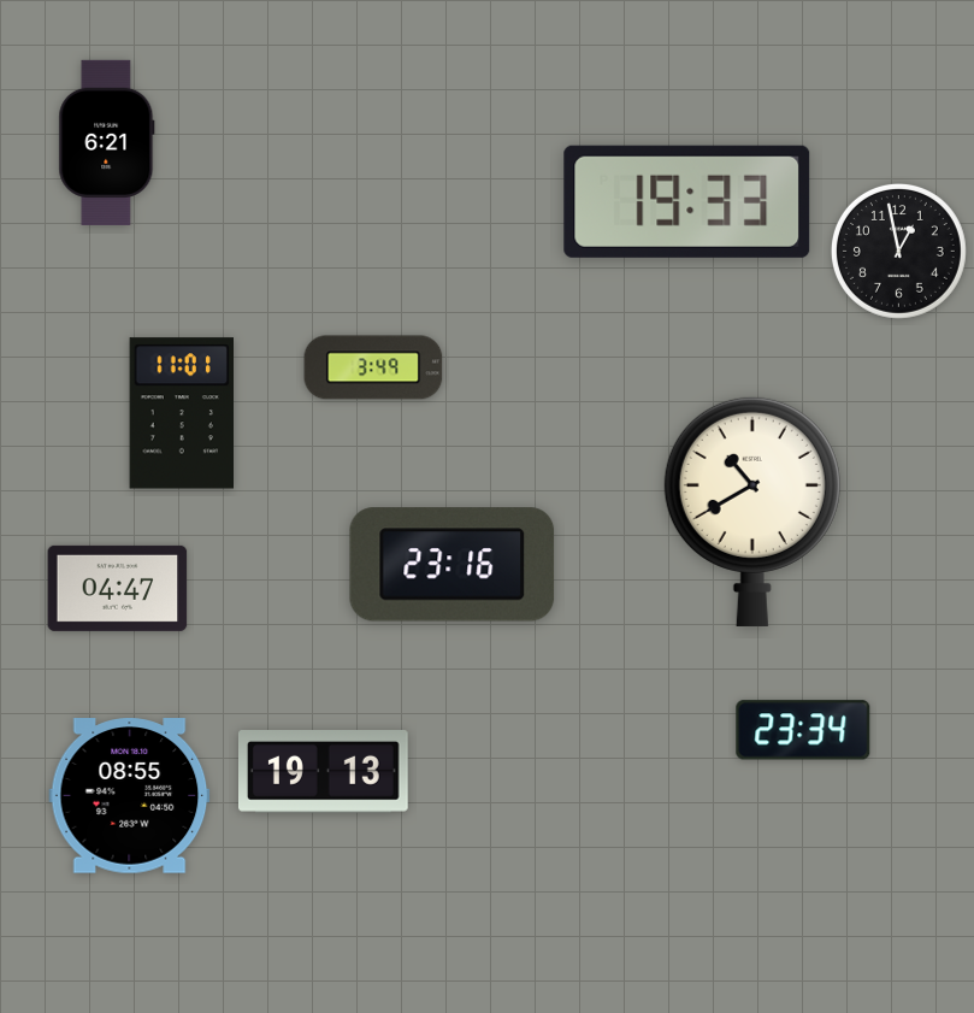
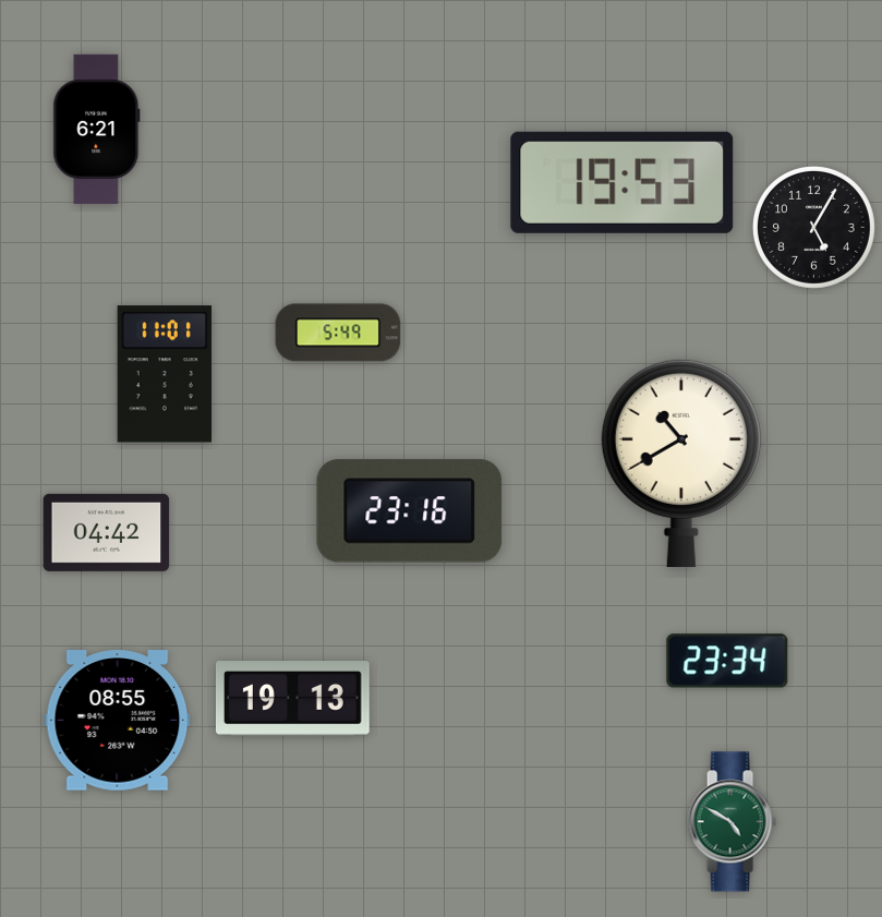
clock at (687, 201): 19:33 -> 19:53
clock at (898, 251): 12:58 -> 5:05
clock at (373, 367): 3:49 -> 5:49
clock at (118, 588): 04:47 -> 04:42
clock at (732, 822): none -> 4:50
